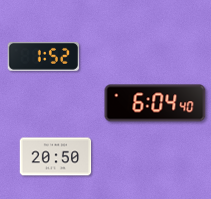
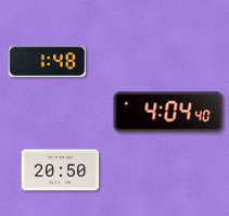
clock at (44, 56): 1:52 -> 1:48
clock at (155, 103): 6:04 -> 4:04
